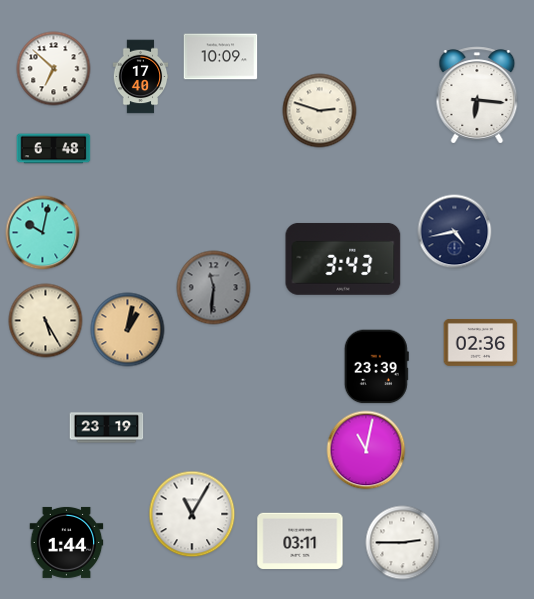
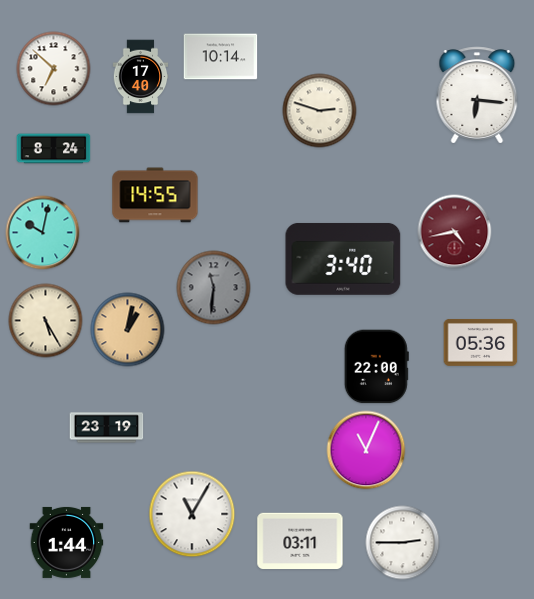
clock at (221, 57): 10:09 -> 10:14
clock at (54, 149): 6:48 -> 8:24
clock at (155, 195): none -> 14:55
clock at (455, 232) dial: navy -> burgundy
clock at (343, 259): 3:43 -> 3:40
clock at (481, 342): 02:36 -> 05:36
clock at (376, 367): 23:39 -> 22:00
clock at (366, 450): 11:02 -> 11:04
